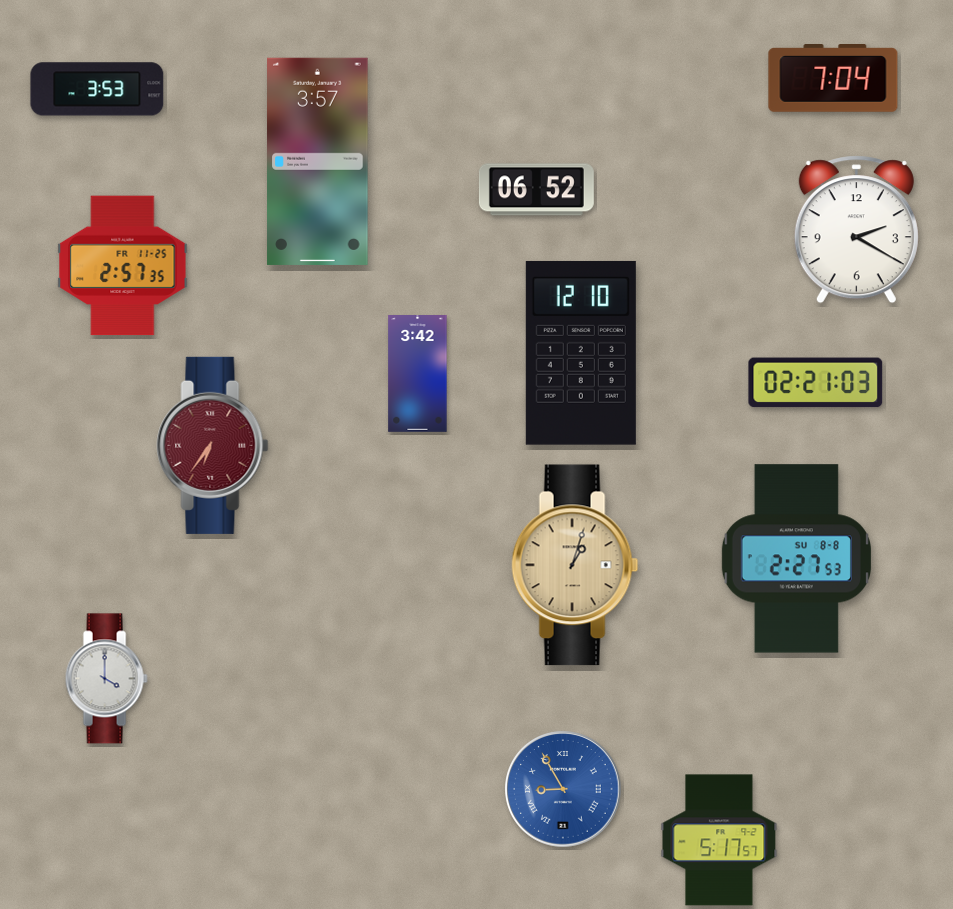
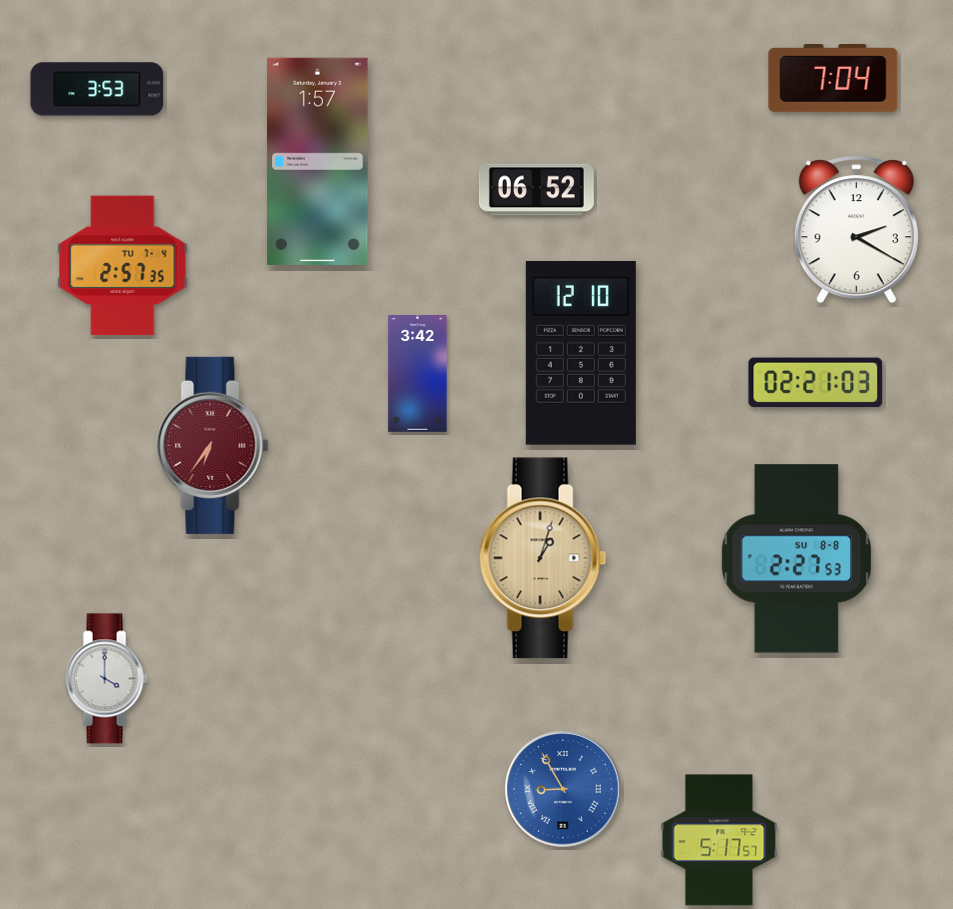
clock at (318, 161): 3:57 -> 1:57
clock at (123, 266) date: FR 11-25 -> TU 7-4
clock at (575, 565) position: (575, 565) -> (543, 558)
